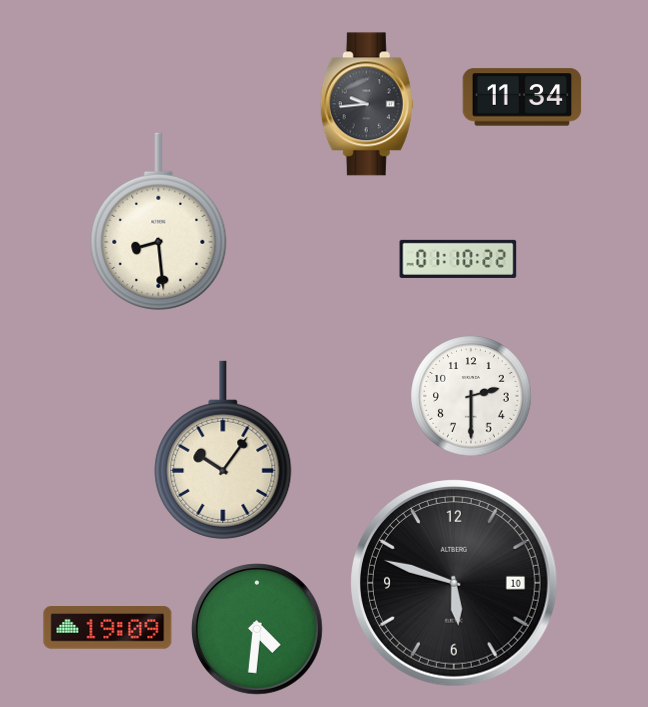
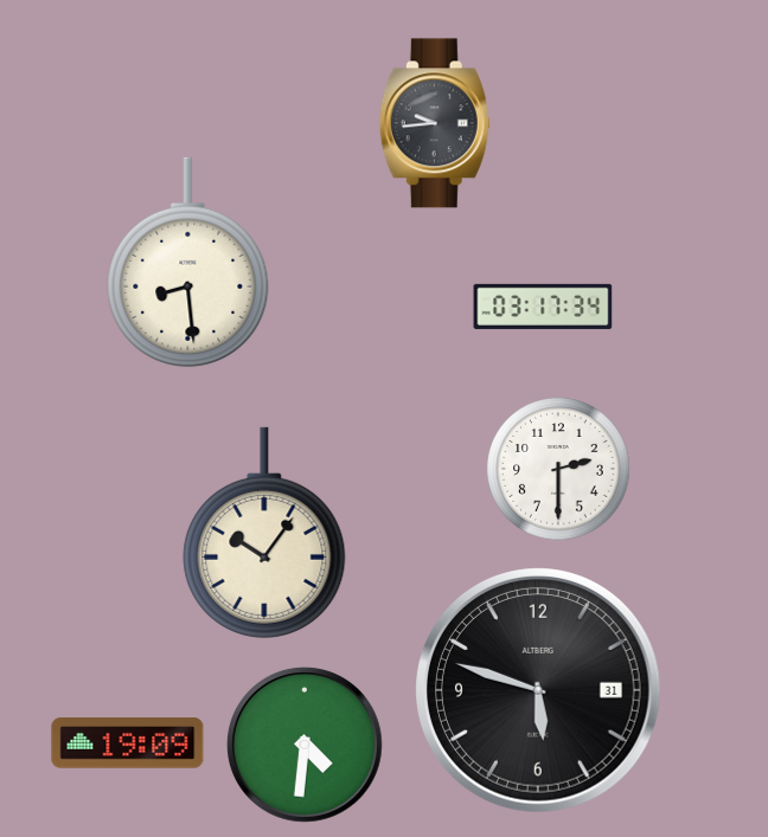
clock at (522, 97): 11:34 -> none
clock at (458, 259): 01:10 -> 03:17
clock at (455, 584) date: 10 -> 31
